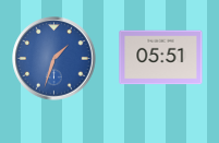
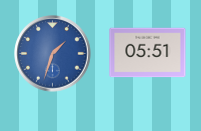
clock at (54, 59) position: (54, 59) -> (53, 54)
